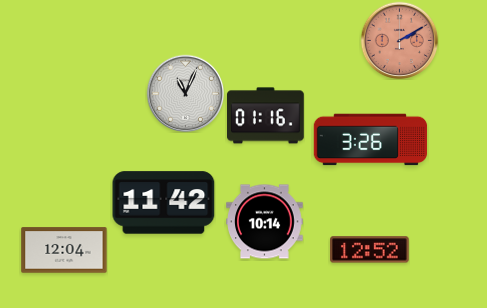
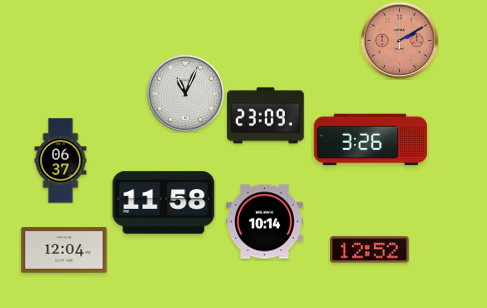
clock at (266, 116): 01:16 -> 23:09
clock at (61, 161): none -> 06:37
clock at (164, 203): 11:42 -> 11:58
